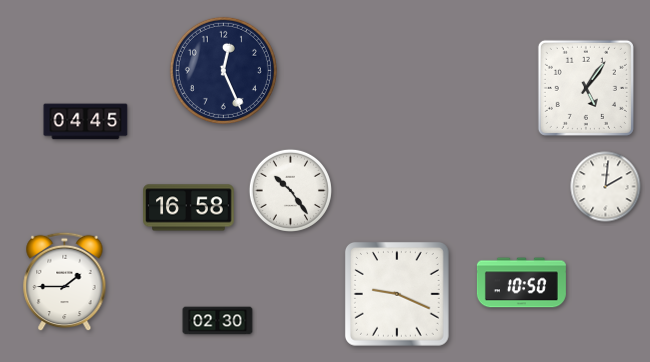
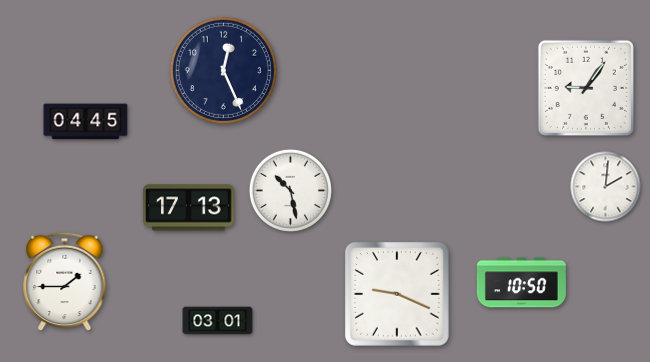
clock at (586, 88): 5:06 -> 9:06
clock at (290, 190): 10:24 -> 10:28
clock at (189, 208): 16:58 -> 17:13
clock at (218, 321): 02:30 -> 03:01
